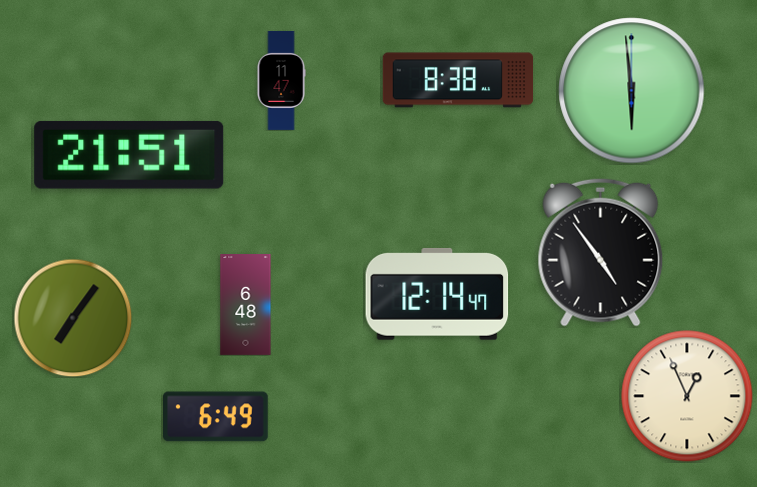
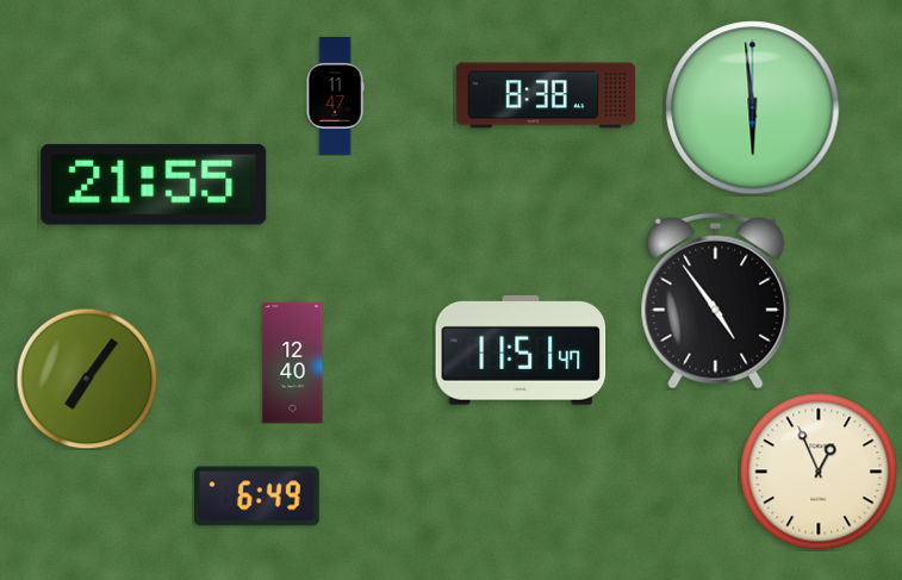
clock at (129, 155): 21:51 -> 21:55
clock at (437, 294): 12:14 -> 11:51
clock at (246, 305): 6:48 -> 12:40
